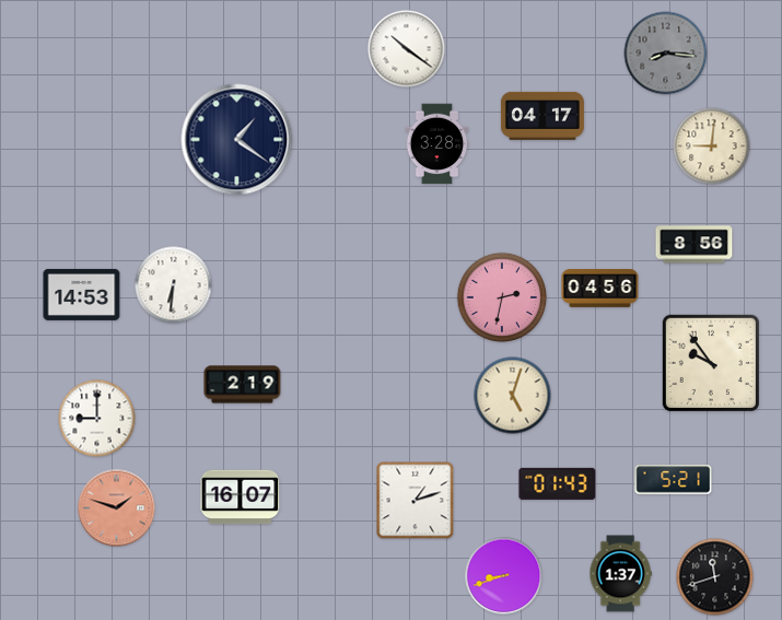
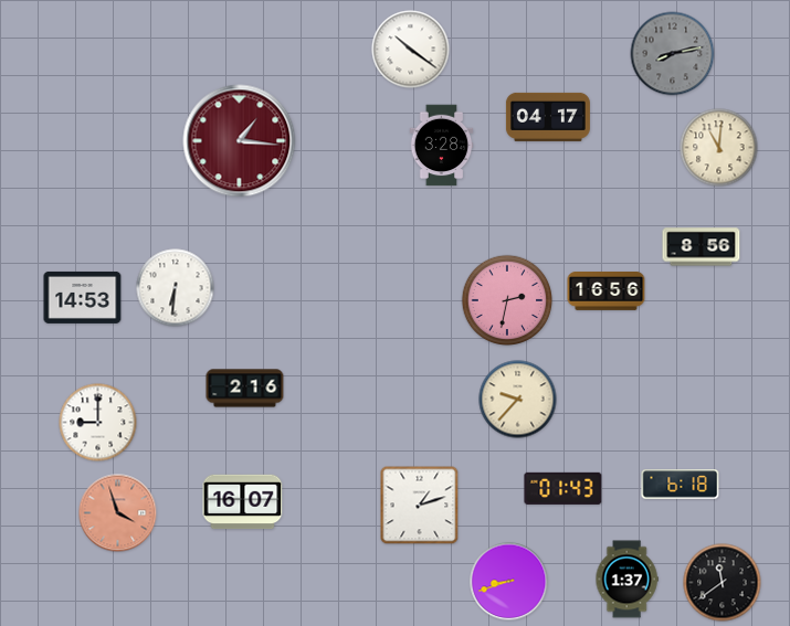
clock at (666, 54): 8:16 -> 8:13
clock at (237, 140): 1:21 -> 1:16
clock at (237, 140) dial: navy -> burgundy
clock at (712, 147): 9:01 -> 11:01
clock at (600, 289): 04:56 -> 16:56
clock at (711, 363): 9:54 -> none
clock at (243, 385): 2:19 -> 2:16
clock at (513, 396): 5:03 -> 9:37
clock at (674, 480): 5:21 -> 6:18
clock at (117, 508): 1:48 -> 3:57
clock at (715, 577): 11:42 -> 11:39
